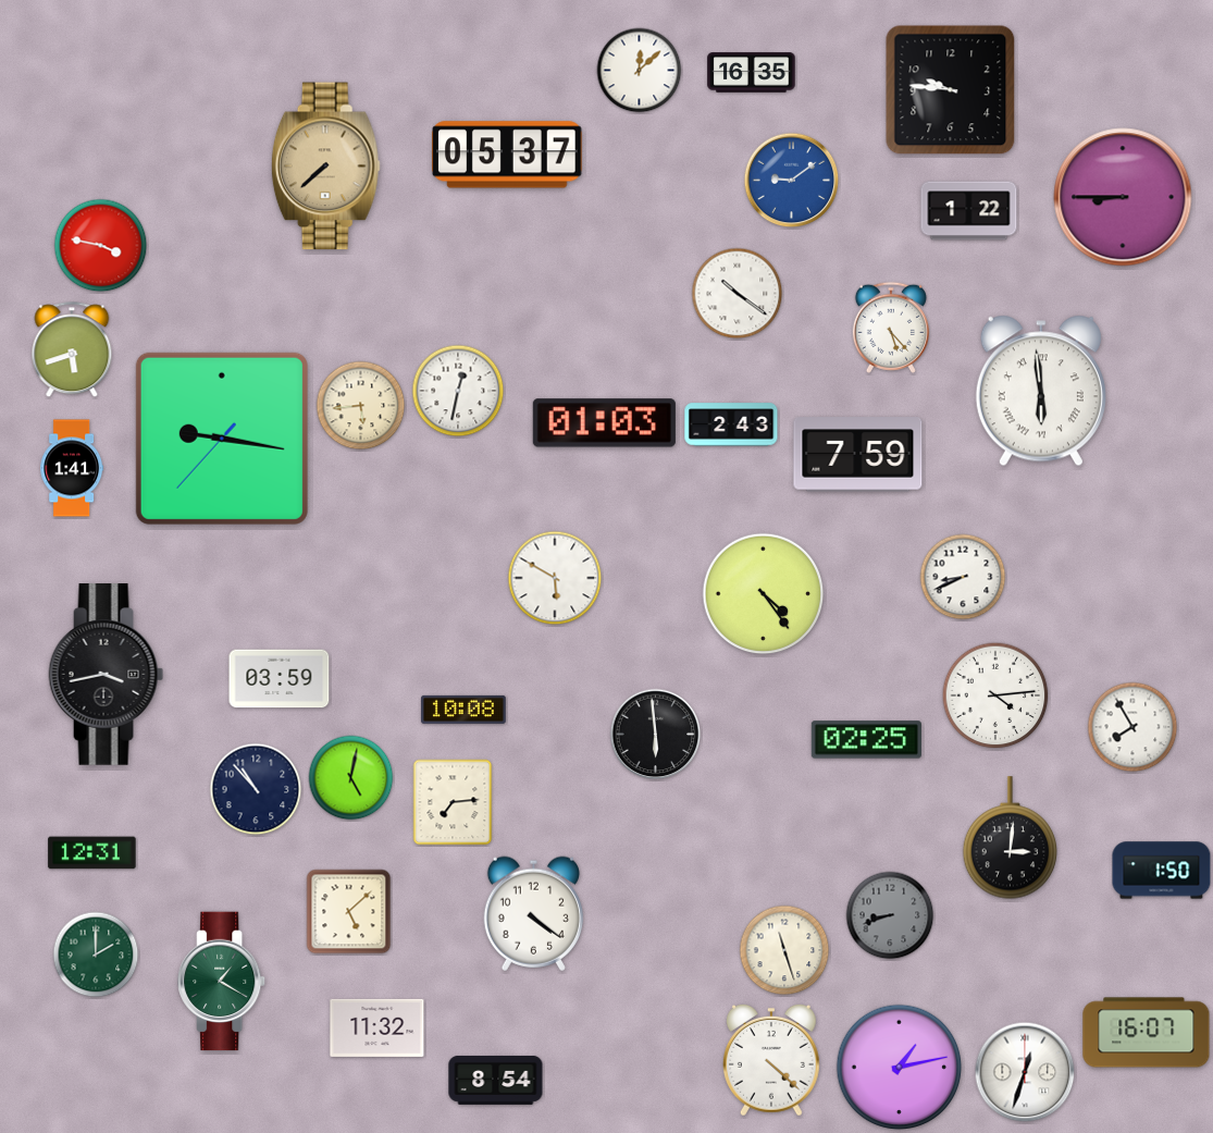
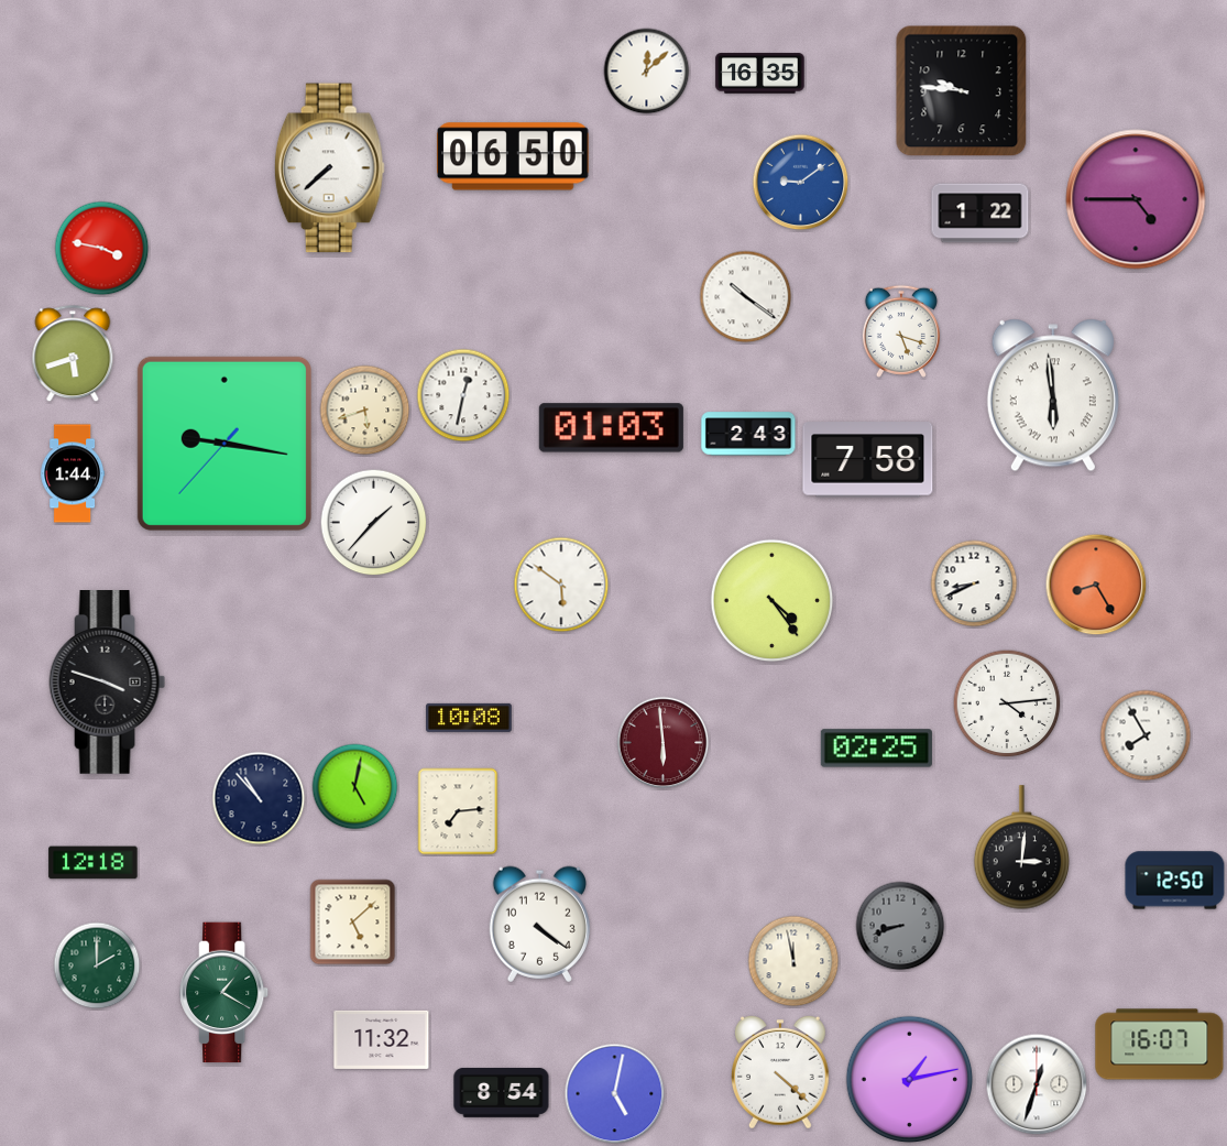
clock at (507, 155): 05:37 -> 06:50
clock at (325, 167) dial: champagne -> white
clock at (1123, 197): 8:45 -> 4:45
clock at (891, 328): 5:23 -> 5:18
clock at (361, 406): 5:44 -> 5:42
clock at (731, 424) position: (731, 424) -> (748, 434)
clock at (858, 455): 7:59 -> 7:58
clock at (71, 468): 1:41 -> 1:44
clock at (374, 523): none -> 1:37
clock at (555, 578): 5:50 -> 5:51
clock at (1096, 585): none -> 8:25
clock at (107, 675): 3:43 -> 3:48
clock at (280, 679): 03:59 -> none
clock at (656, 735) dial: black -> burgundy
clock at (92, 853): 12:31 -> 12:18
clock at (1162, 871): 1:50 -> 12:50
clock at (784, 950): 11:27 -> 11:58
clock at (615, 1094): none -> 5:02
